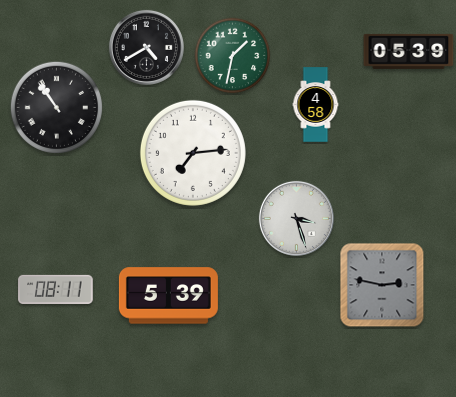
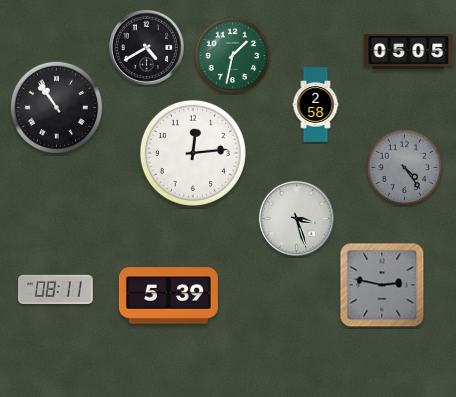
clock at (409, 51): 05:39 -> 05:05
clock at (316, 105): 4:58 -> 2:58
clock at (193, 153): 7:14 -> 12:14
clock at (405, 168): none -> 4:24
